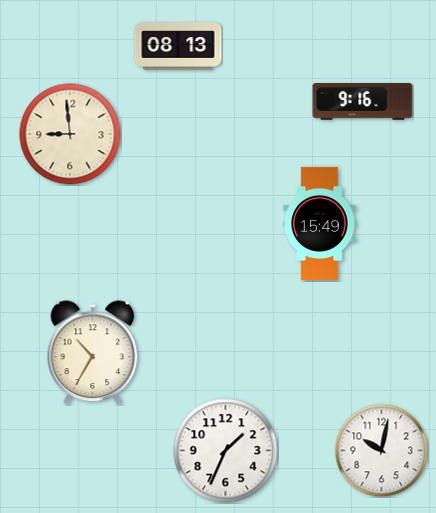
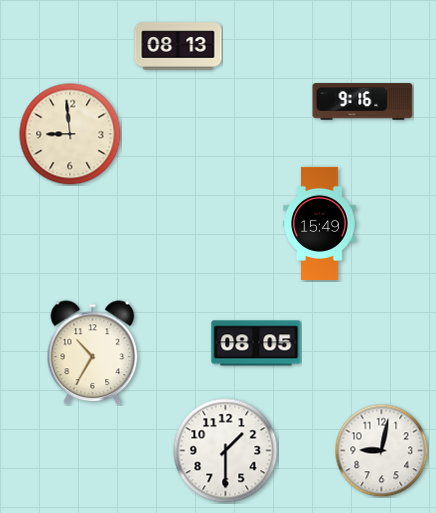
clock at (256, 343): none -> 08:05
clock at (381, 450): 10:02 -> 9:02
clock at (226, 451): 1:34 -> 1:30
